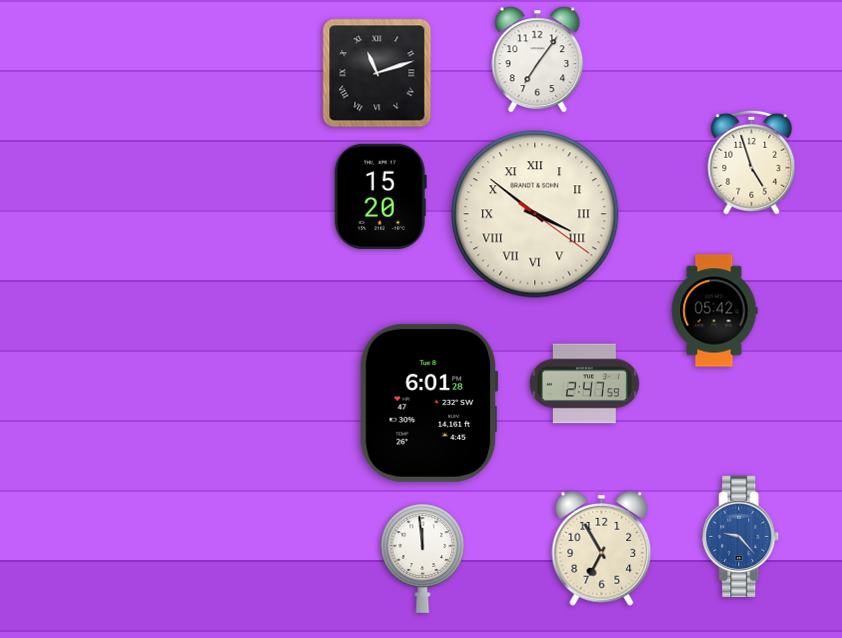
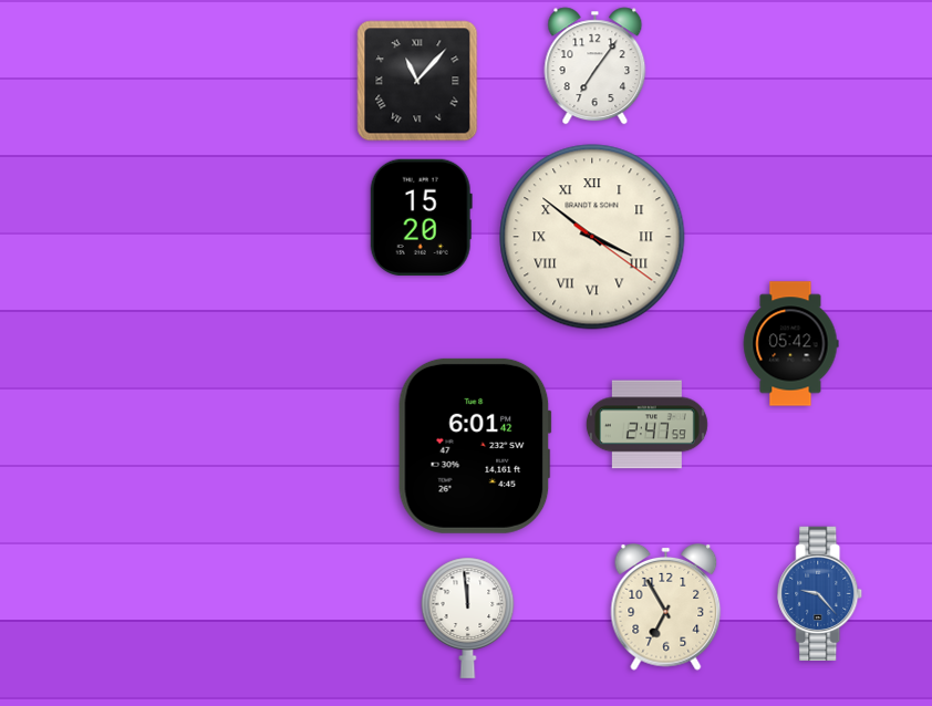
clock at (377, 73): 11:12 -> 11:07
clock at (752, 162): 4:57 -> none
clock at (429, 403): 6:01:28 -> 6:01:42
